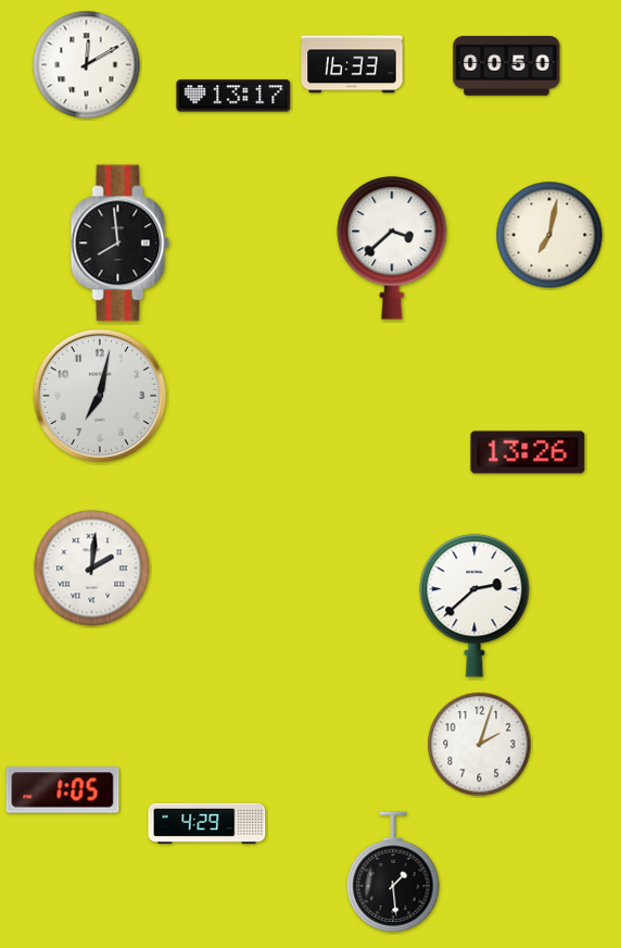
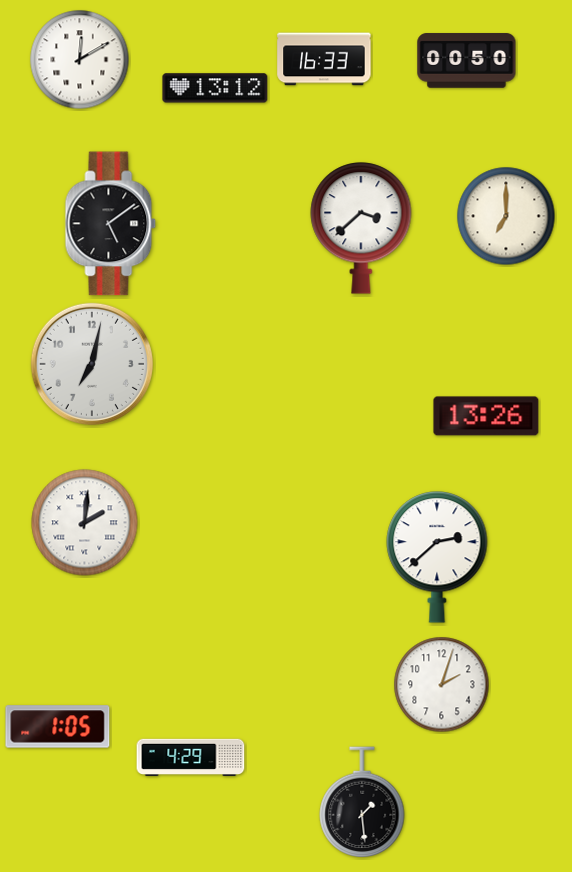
clock at (233, 96): 13:17 -> 13:12
clock at (549, 235): 7:02 -> 7:00
clock at (121, 244): 7:59 -> 5:09
